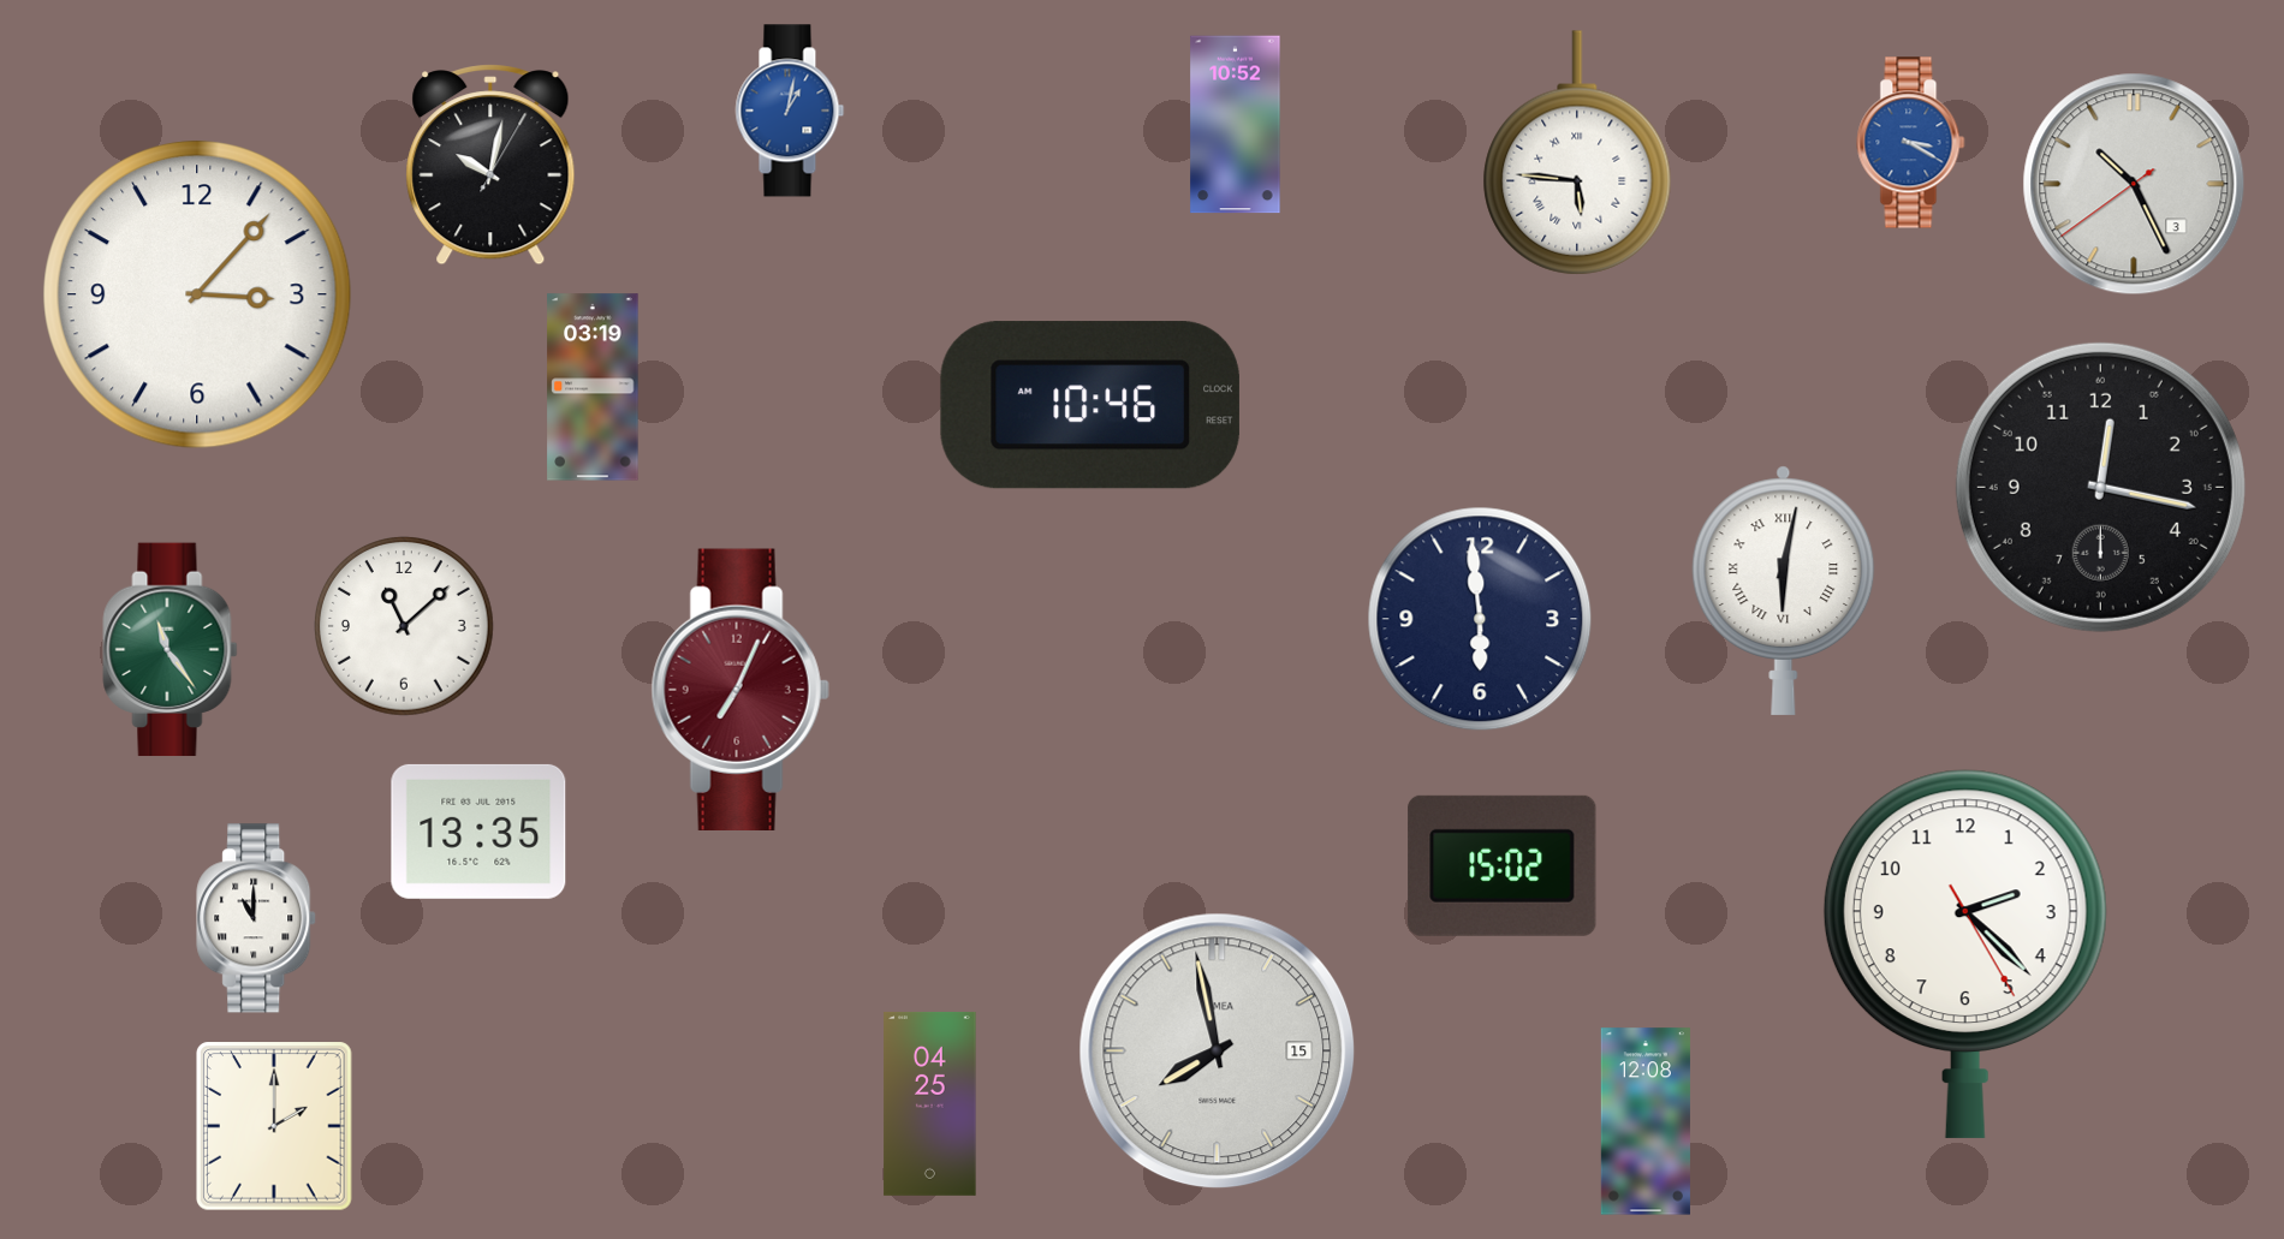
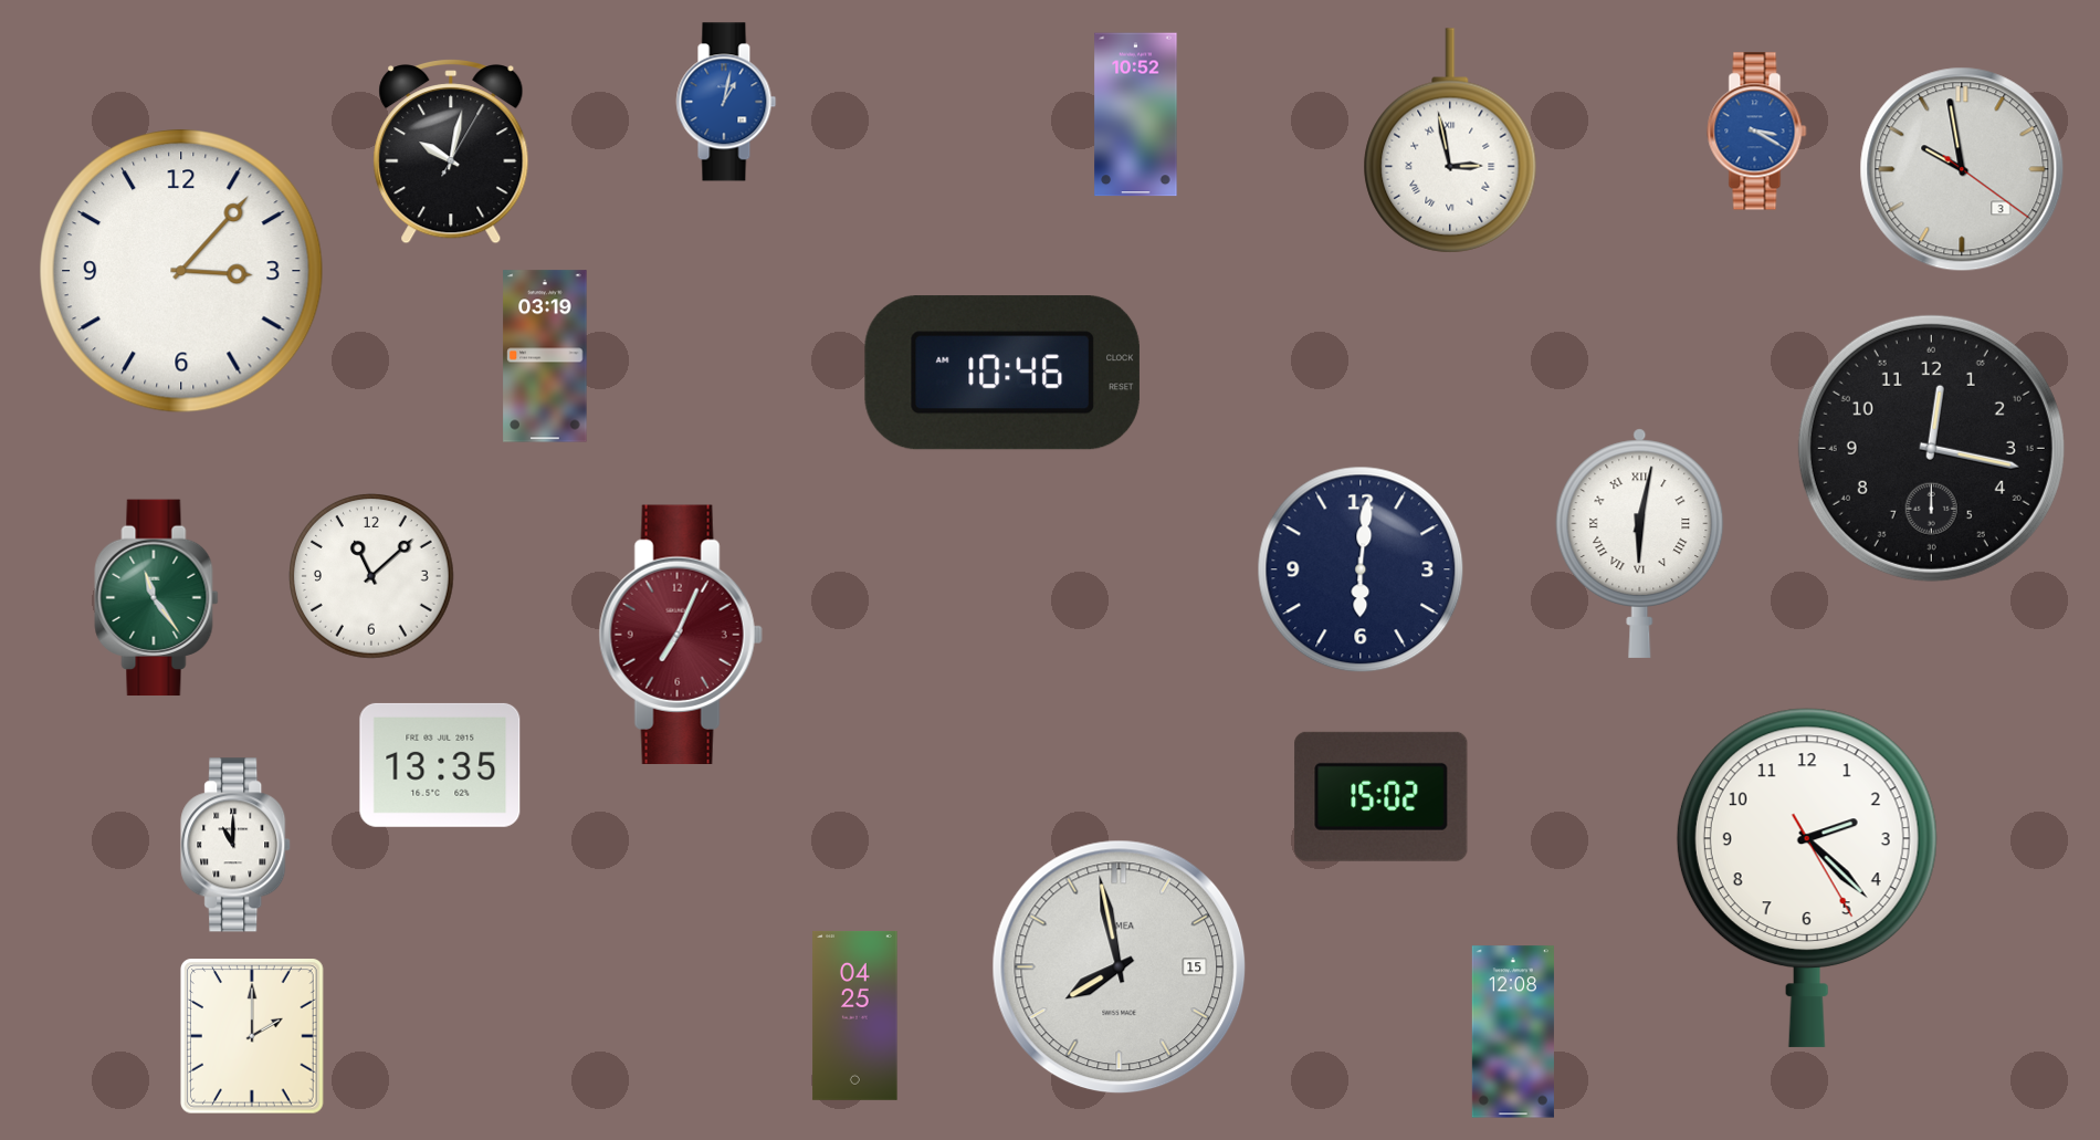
clock at (1577, 153): 5:46 -> 2:58
clock at (2134, 184): 10:25 -> 9:58
clock at (1480, 619): 5:59 -> 6:01
